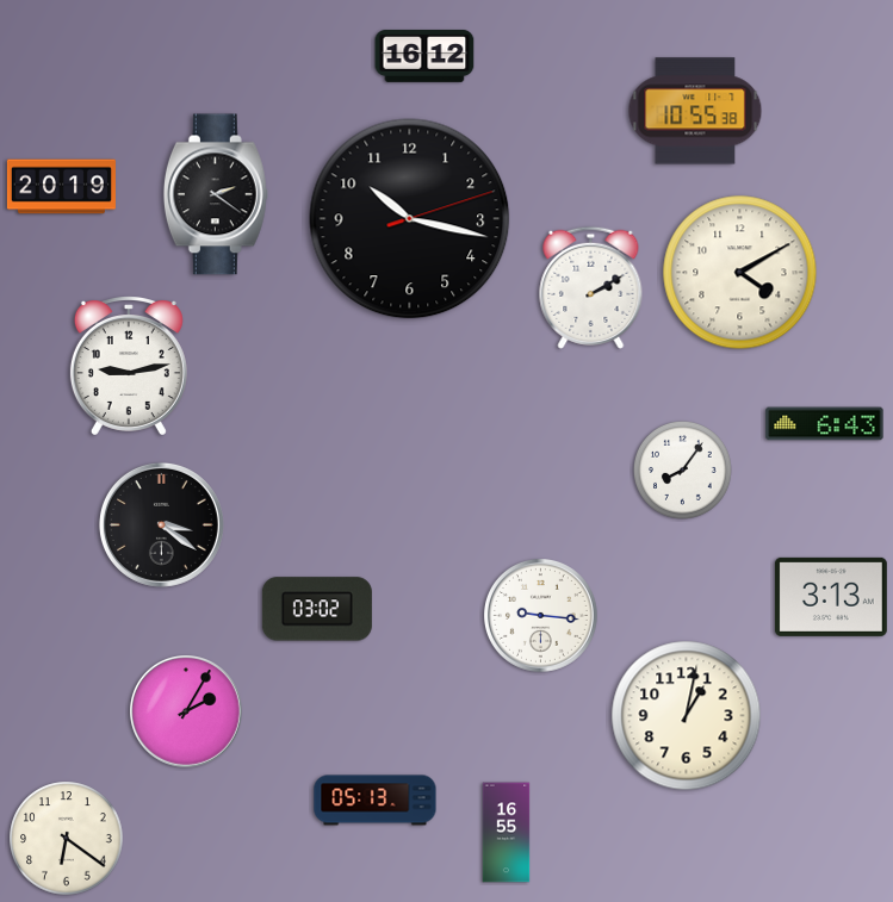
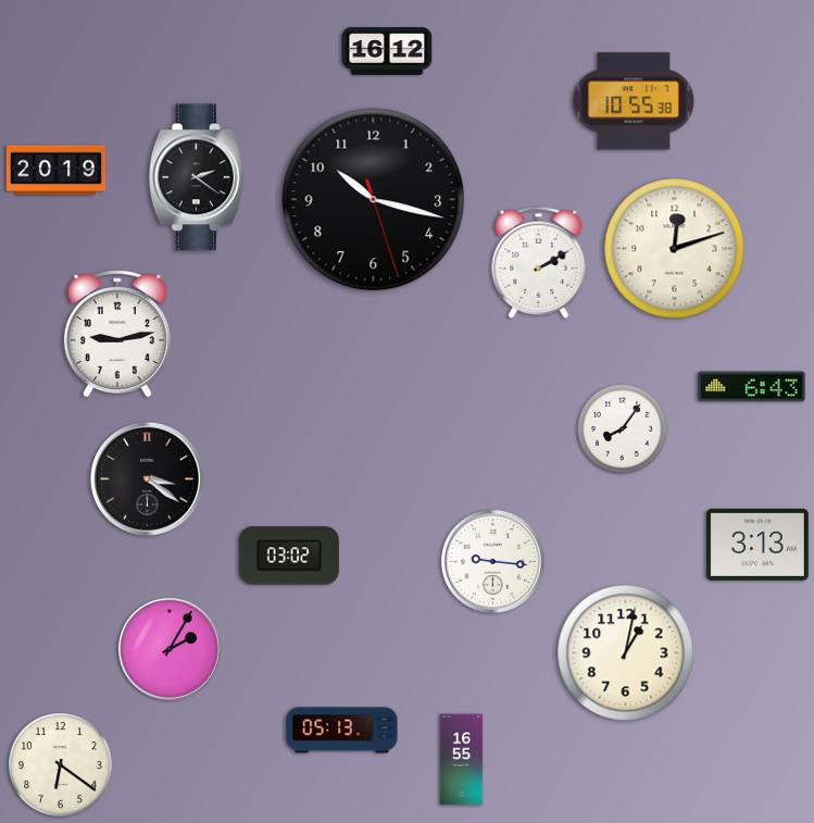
clock at (410, 219): 10:17:12 -> 10:17:27
clock at (740, 273): 4:10 -> 12:12
